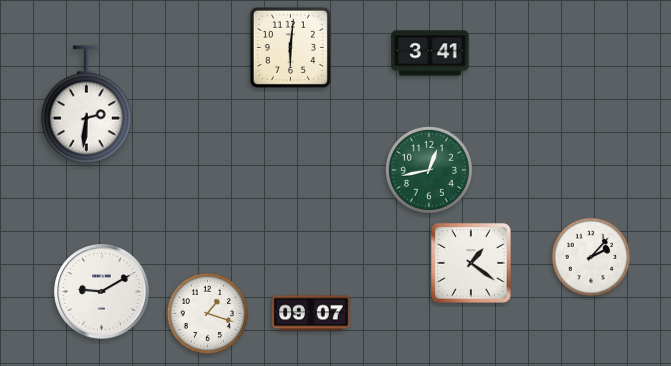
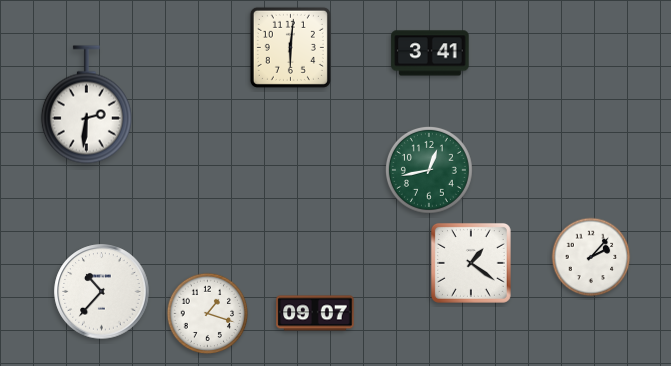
clock at (102, 292): 9:10 -> 10:37
clock at (311, 313) position: (311, 313) -> (315, 313)
